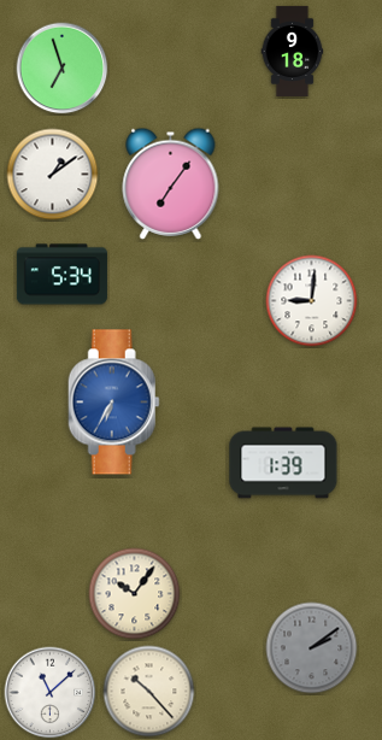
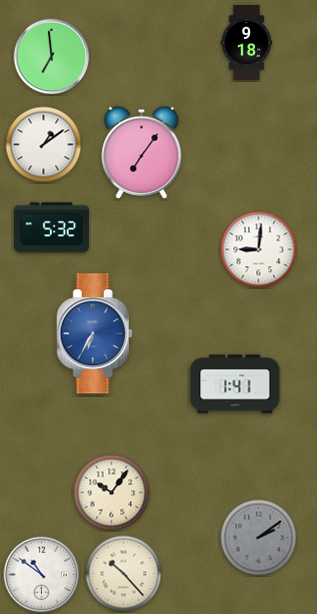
clock at (293, 51) position: (293, 51) -> (247, 42)
clock at (63, 69): 6:57 -> 6:59
clock at (61, 275): 5:34 -> 5:32
clock at (283, 463): 1:39 -> 1:41
clock at (51, 693): 11:08 -> 10:51
